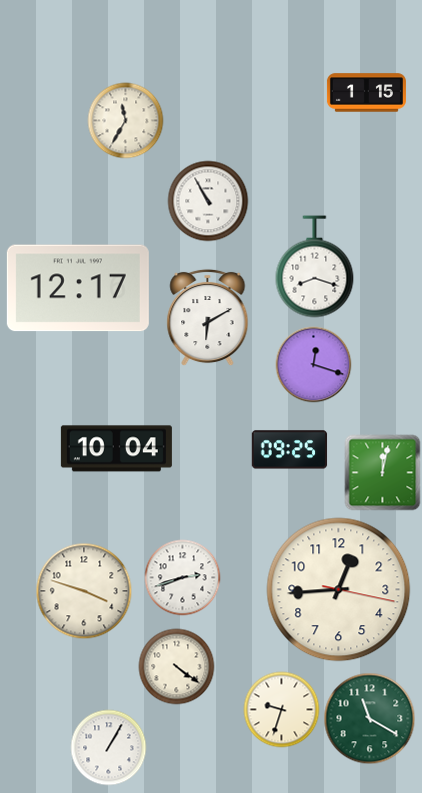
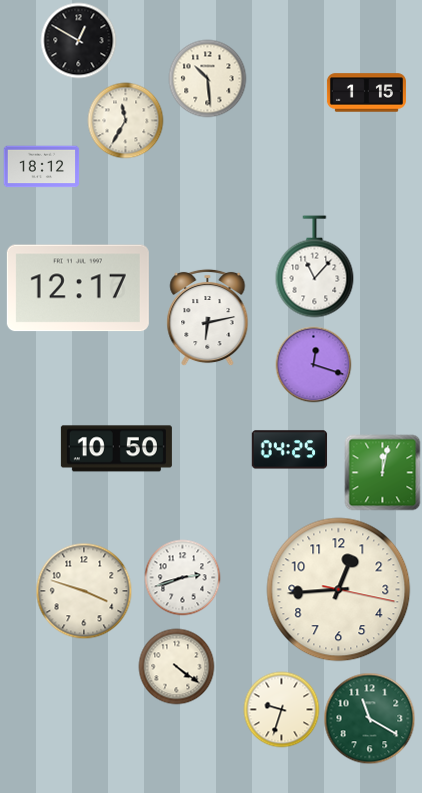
clock at (79, 41): none -> 12:50
clock at (208, 79): none -> 10:29
clock at (42, 167): none -> 18:12
clock at (208, 201): 10:55 -> none
clock at (315, 267): 8:18 -> 11:07
clock at (208, 318): 6:10 -> 6:13
clock at (116, 449): 10:04 -> 10:50
clock at (290, 450): 09:25 -> 04:25
clock at (109, 748): 1:05 -> none
